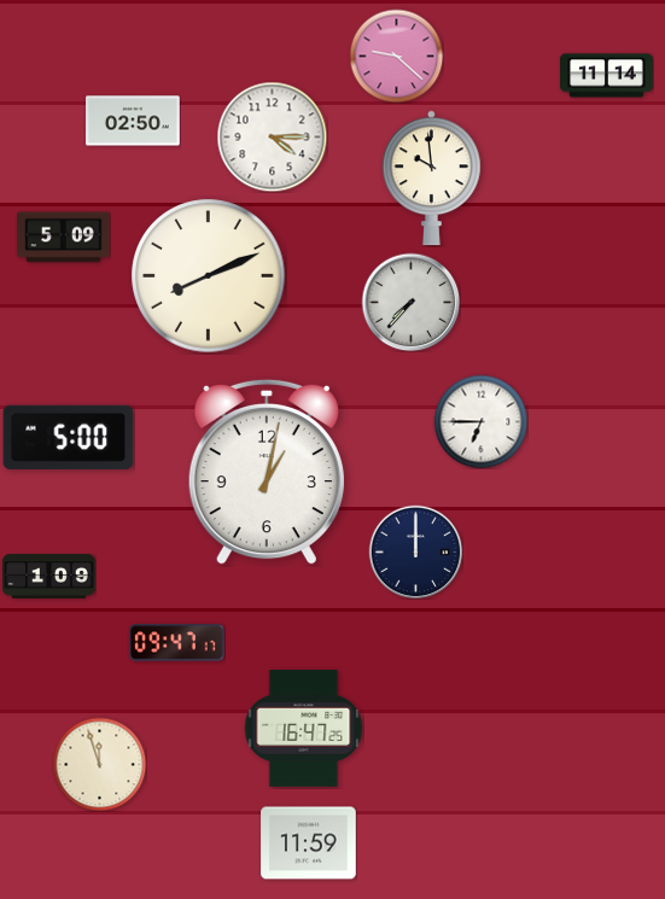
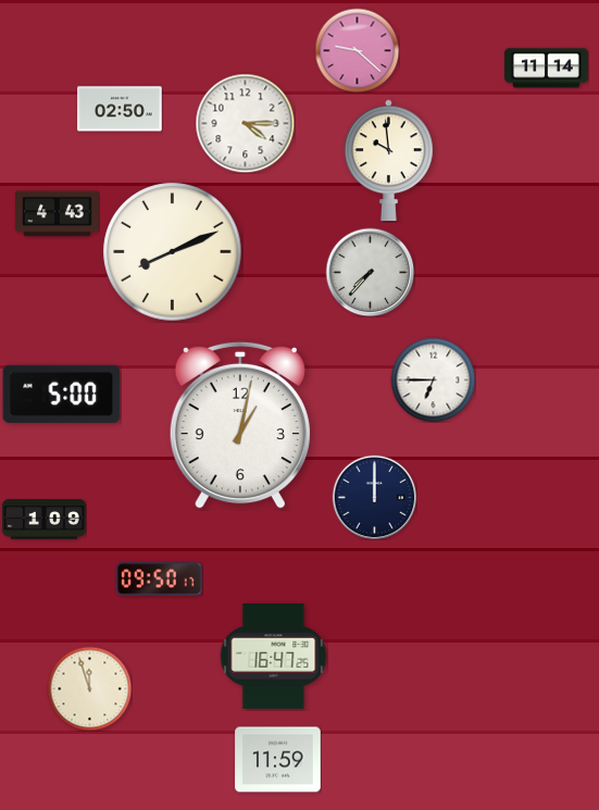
clock at (64, 238): 5:09 -> 4:43
clock at (209, 276) position: (209, 276) -> (173, 252)
clock at (177, 643): 09:47 -> 09:50
